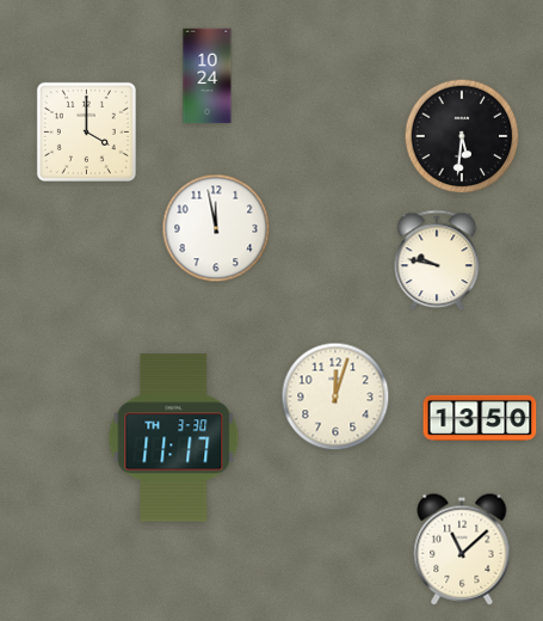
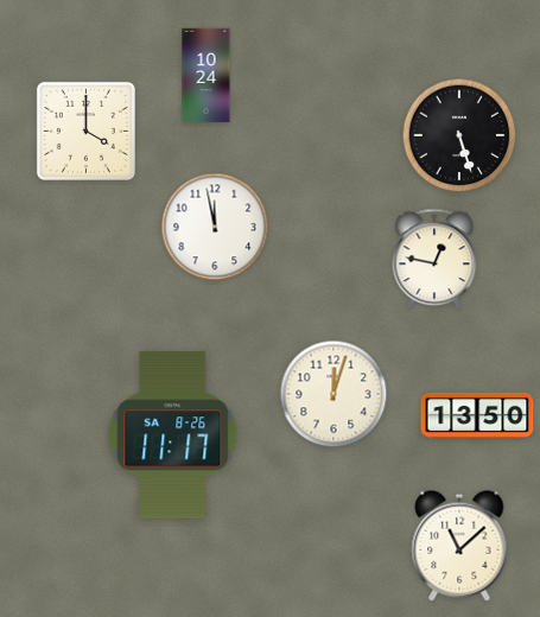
clock at (462, 136): 5:31 -> 5:27
clock at (437, 260): 9:47 -> 12:47
clock at (174, 438) date: TH 3-30 -> SA 8-26
